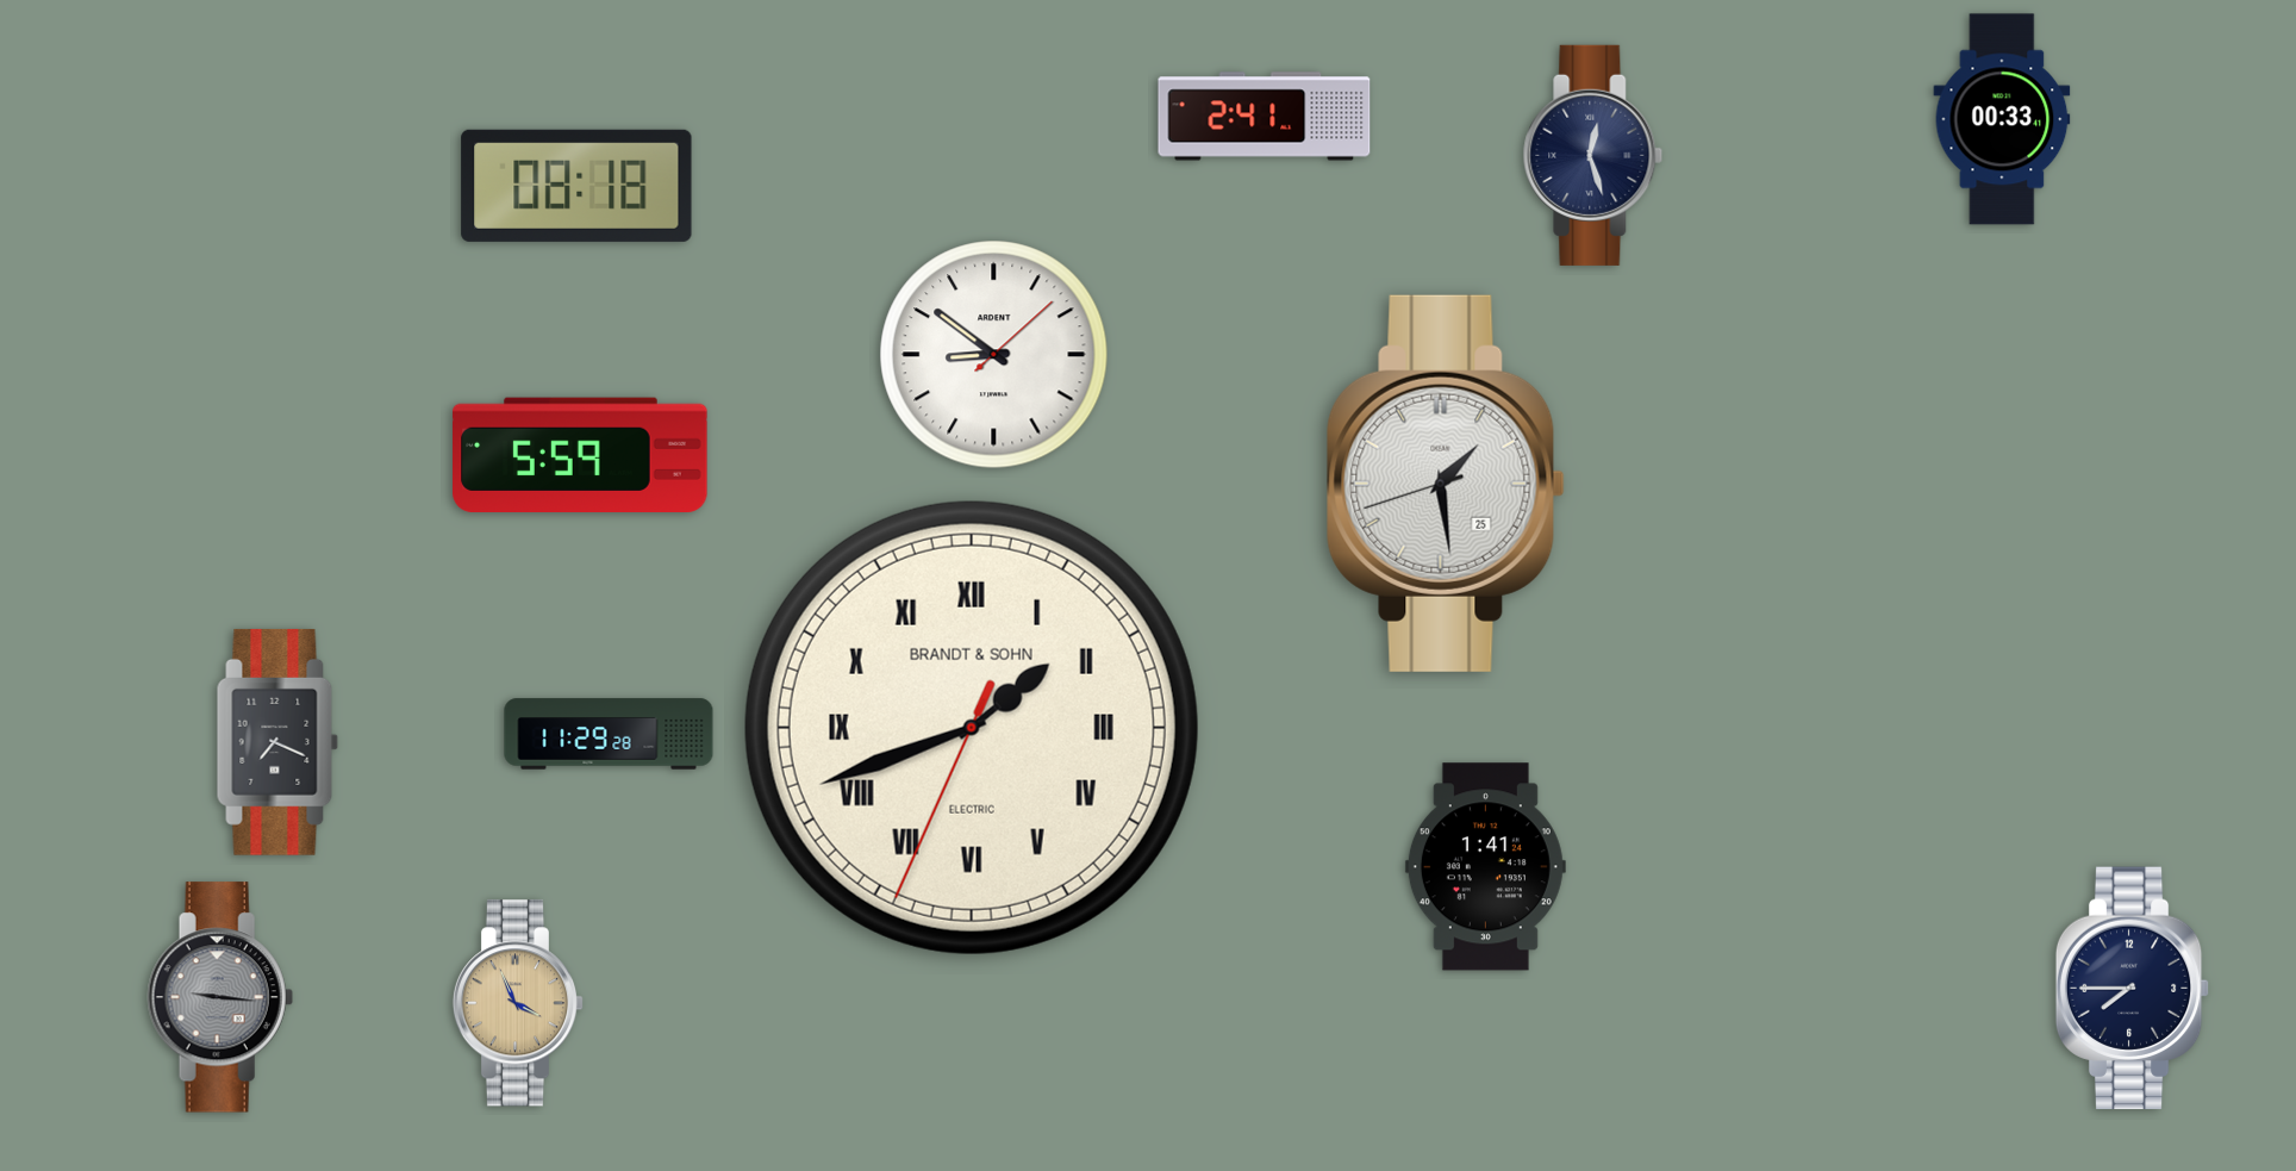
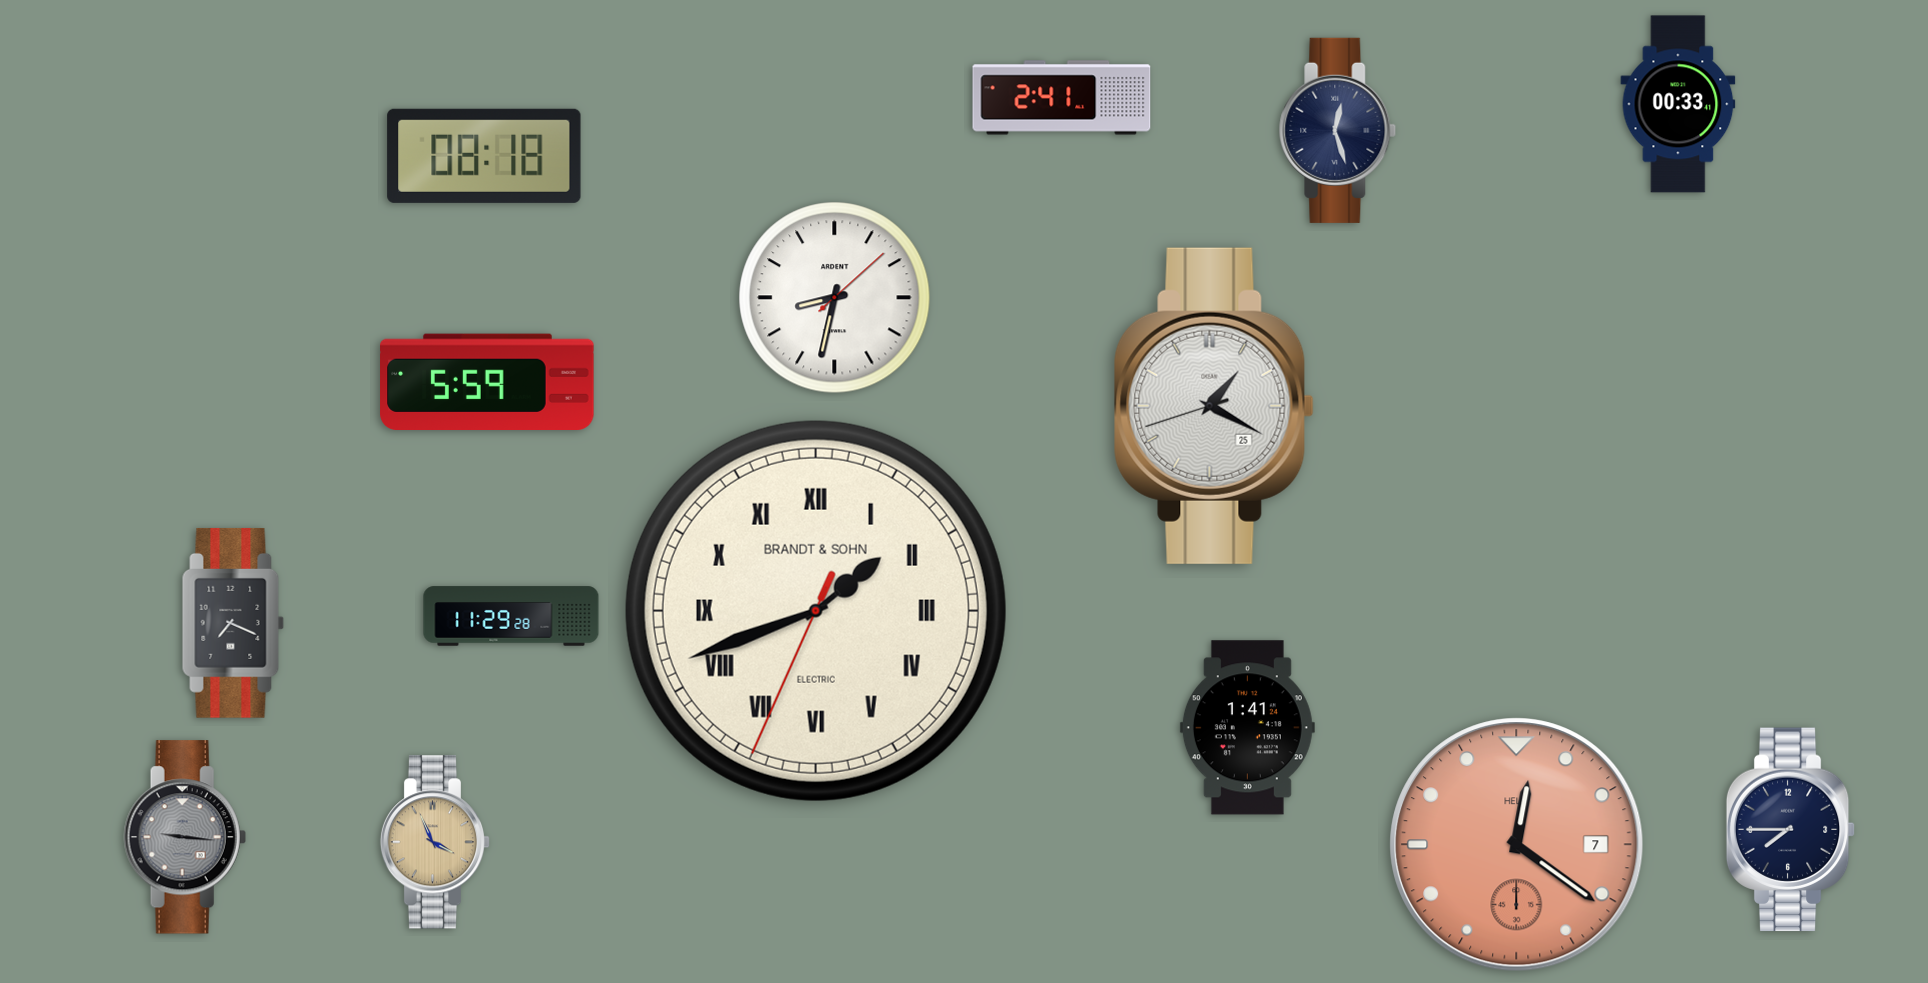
clock at (2002, 119) position: (2002, 119) -> (1678, 104)
clock at (994, 355): 8:51 -> 8:32
clock at (1446, 484): 1:28 -> 1:19
clock at (1517, 845): none -> 12:21
